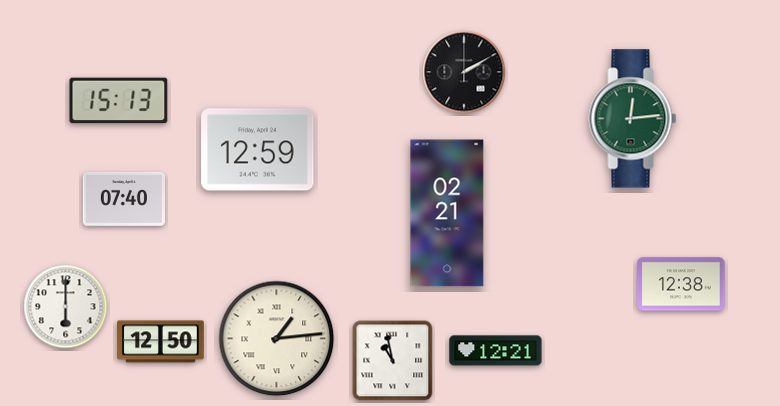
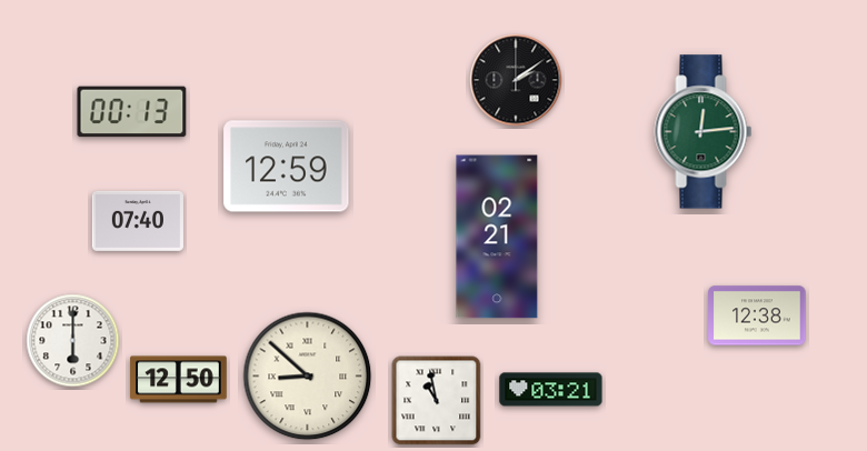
clock at (464, 72): 2:10 -> 2:09
clock at (119, 101): 15:13 -> 00:13
clock at (277, 339): 1:14 -> 8:52
clock at (496, 351): 12:21 -> 03:21
